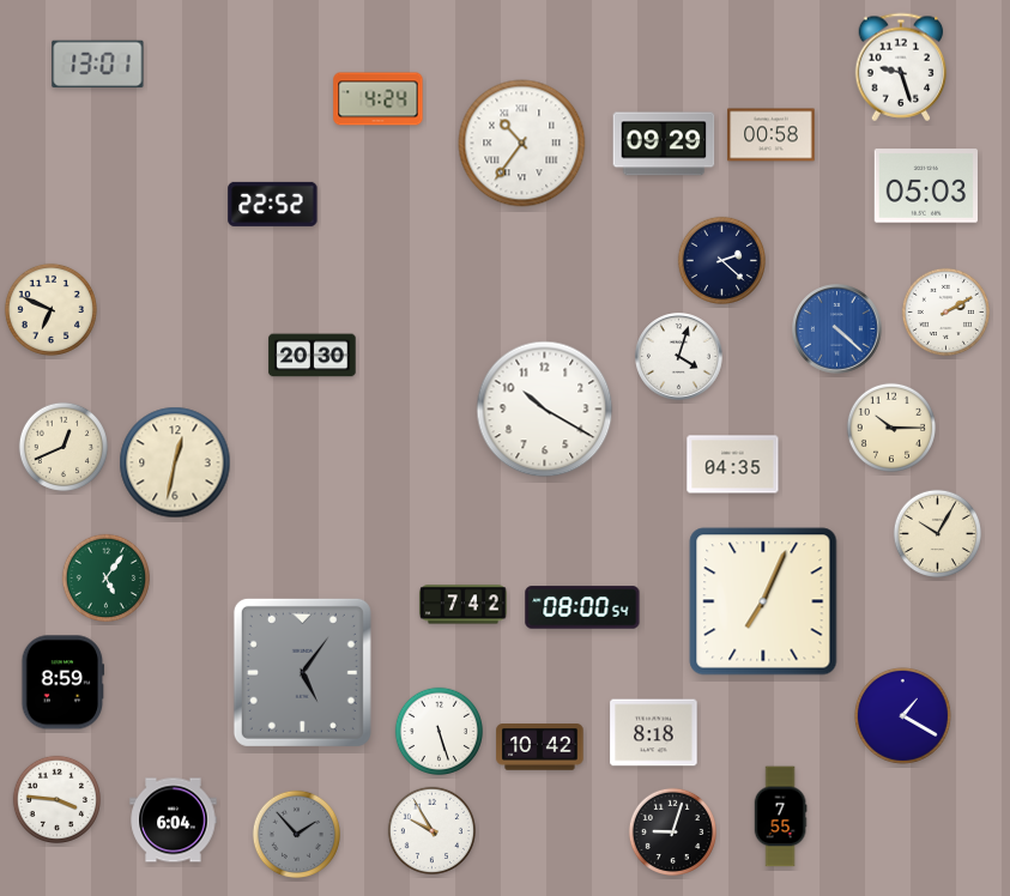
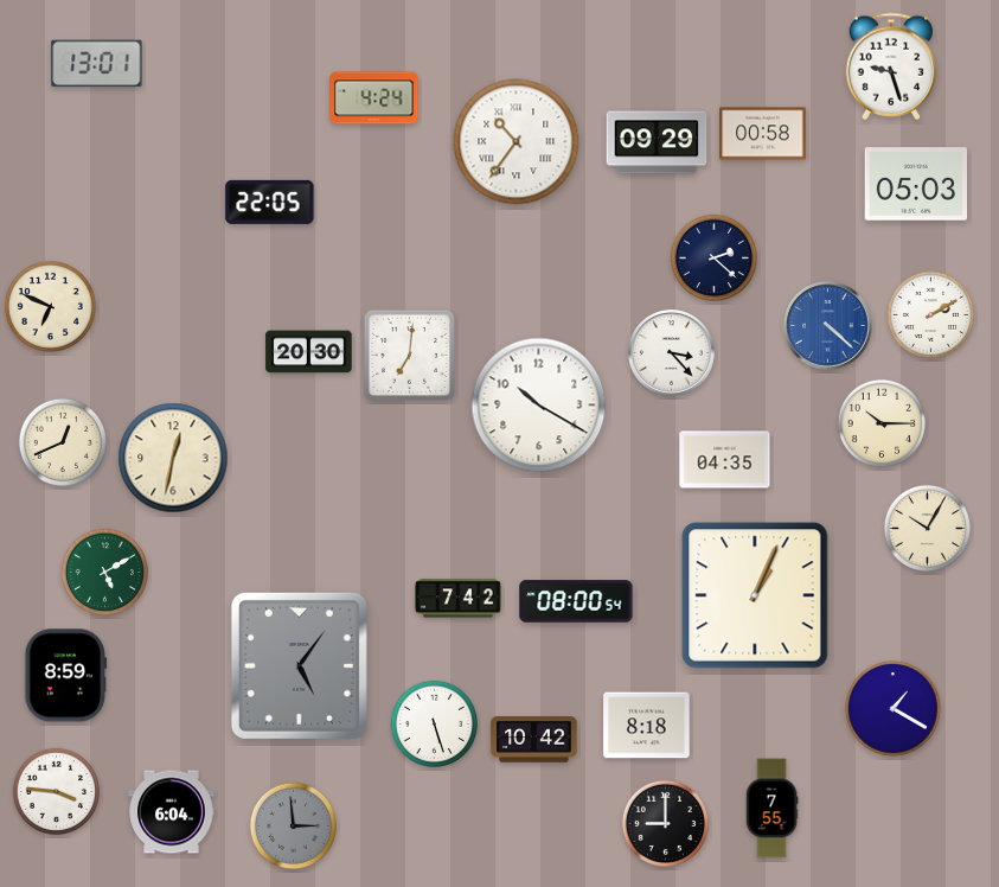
clock at (273, 204): 22:52 -> 22:05
clock at (945, 311) position: (945, 311) -> (930, 314)
clock at (679, 357): 4:03 -> 3:23
clock at (409, 355): none -> 7:01
clock at (105, 577): 5:06 -> 5:10
clock at (763, 601): 7:04 -> 1:04
clock at (63, 683) position: (63, 683) -> (66, 676)
clock at (431, 830): 9:55 -> none
clock at (672, 831): 9:03 -> 9:00
clock at (296, 834): 1:53 -> 2:59
